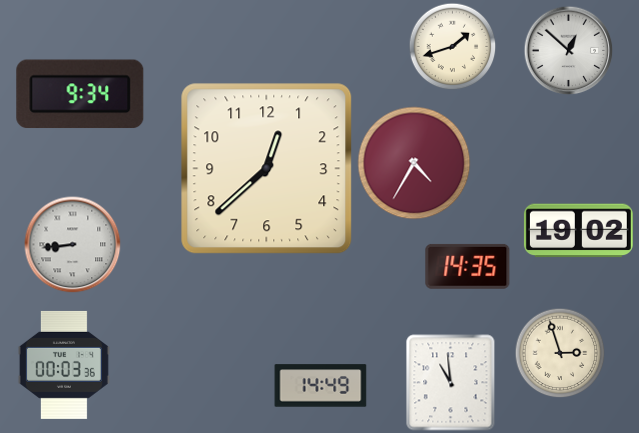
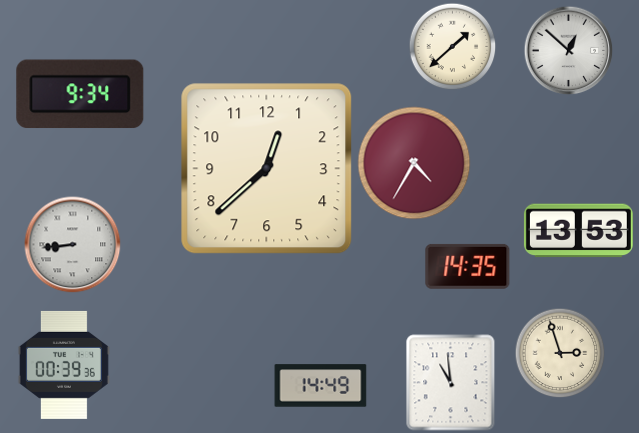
clock at (452, 46): 1:42 -> 1:38
clock at (578, 231): 19:02 -> 13:53
clock at (64, 365): 00:03 -> 00:39
